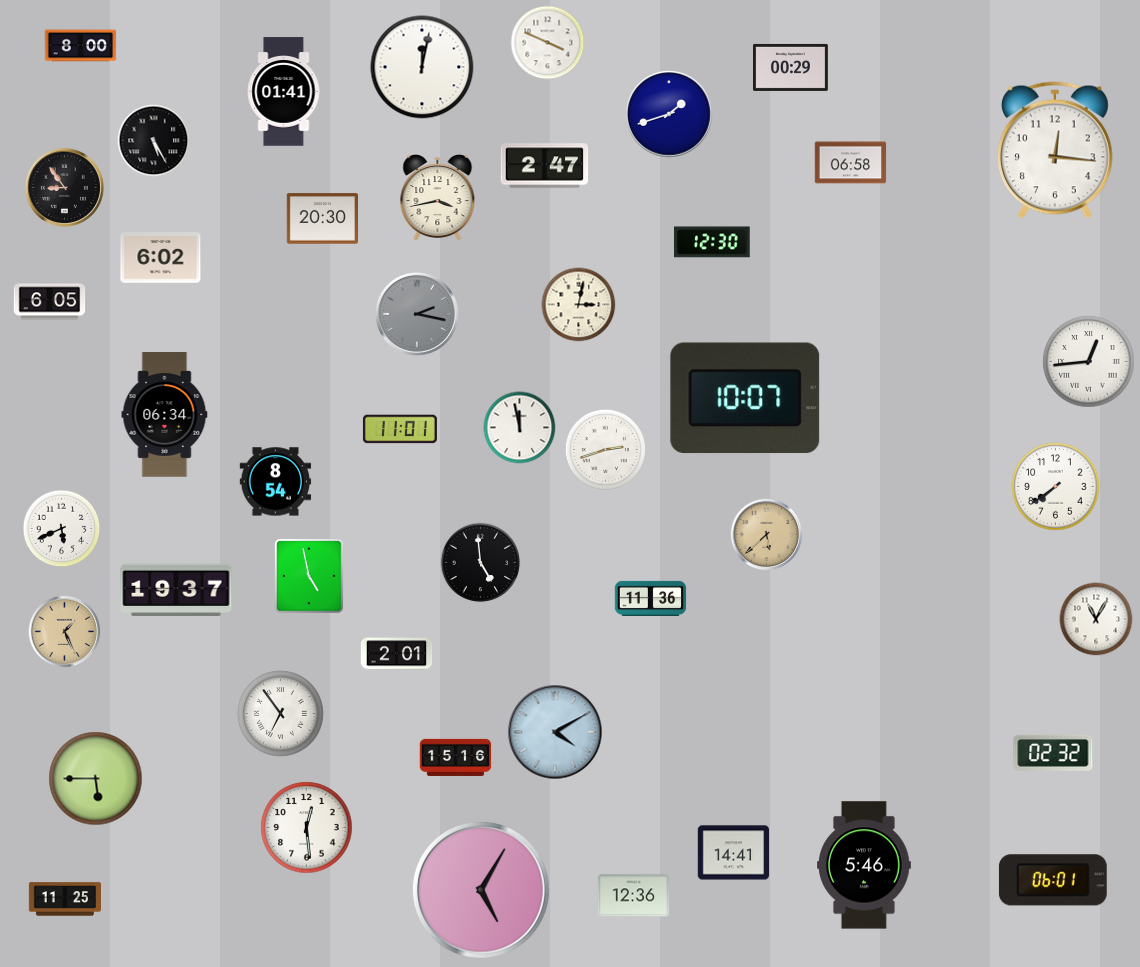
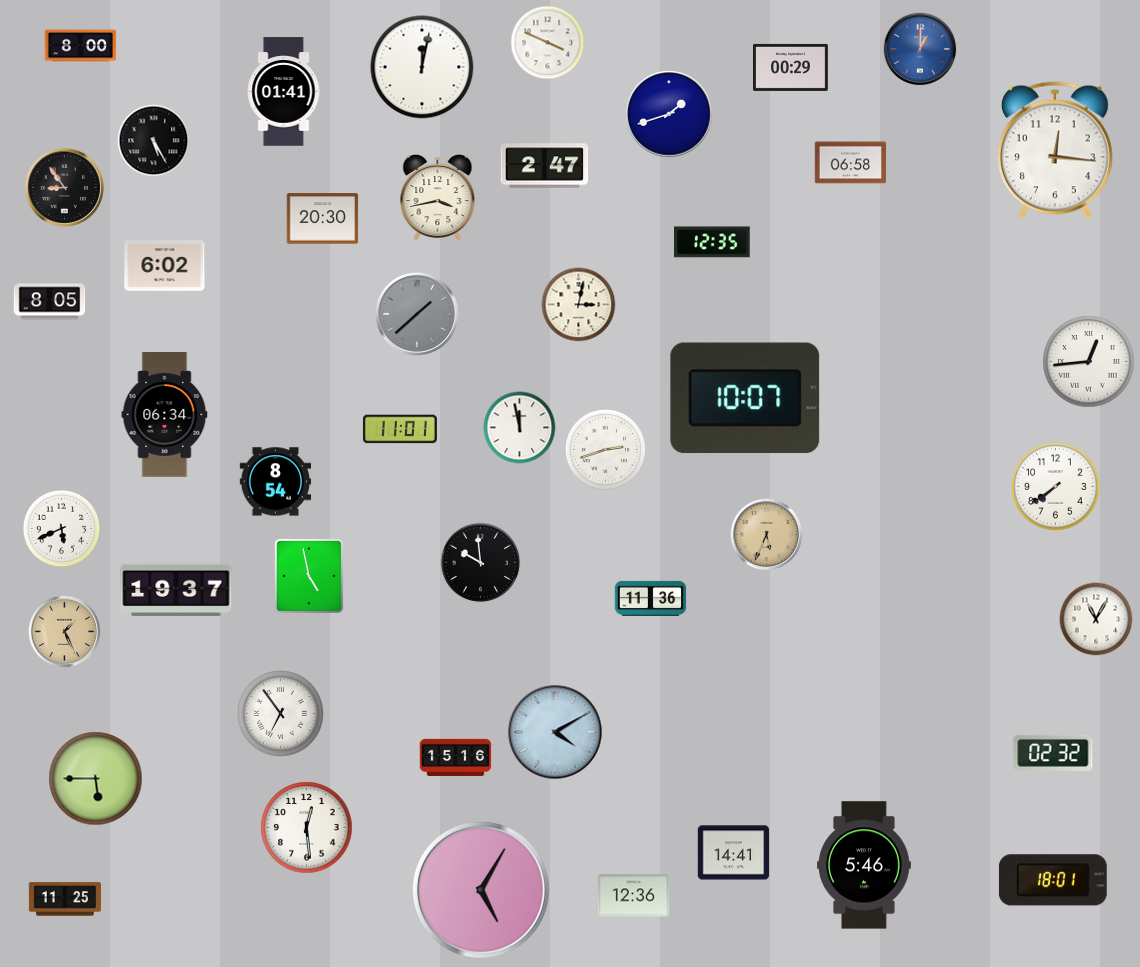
clock at (920, 49): none -> 1:00
clock at (712, 242): 12:30 -> 12:35
clock at (161, 258) position: (161, 258) -> (165, 266)
clock at (50, 302): 6:05 -> 8:05
clock at (417, 314): 2:17 -> 1:38
clock at (767, 535): 5:38 -> 5:34
clock at (481, 563): 4:59 -> 9:59
clock at (397, 654): 2:01 -> none
clock at (1053, 880): 06:01 -> 18:01
